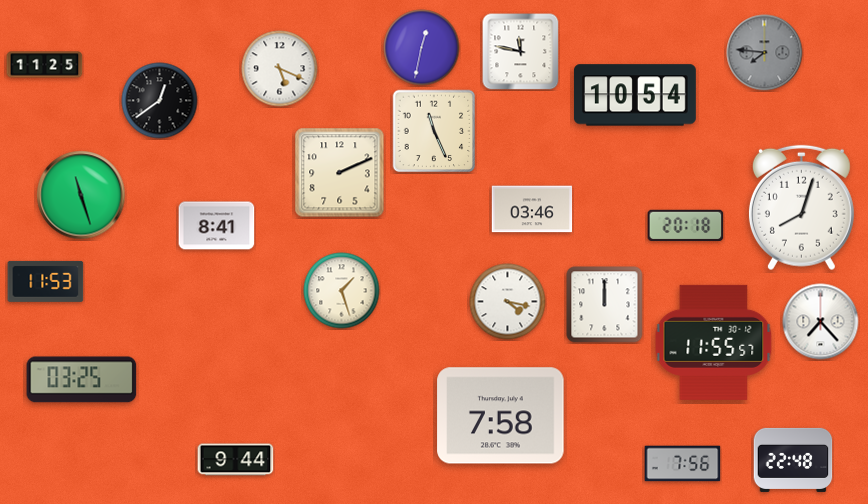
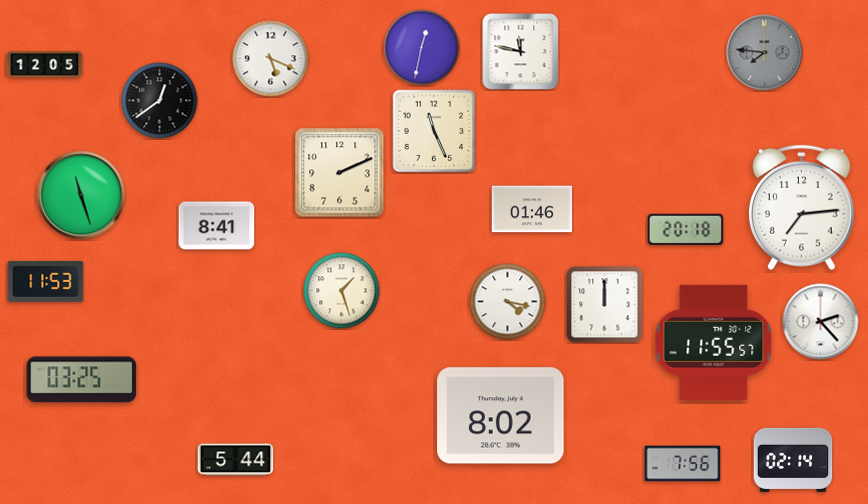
clock at (45, 65): 11:25 -> 12:05
clock at (280, 69) position: (280, 69) -> (271, 59)
clock at (635, 95): 10:54 -> none
clock at (801, 208): 8:03 -> 7:14
clock at (532, 209): 03:46 -> 01:46
clock at (686, 225) position: (686, 225) -> (686, 229)
clock at (821, 322): 7:23 -> 2:23
clock at (501, 416): 7:58 -> 8:02
clock at (236, 460): 9:44 -> 5:44
clock at (793, 460): 22:48 -> 02:14
